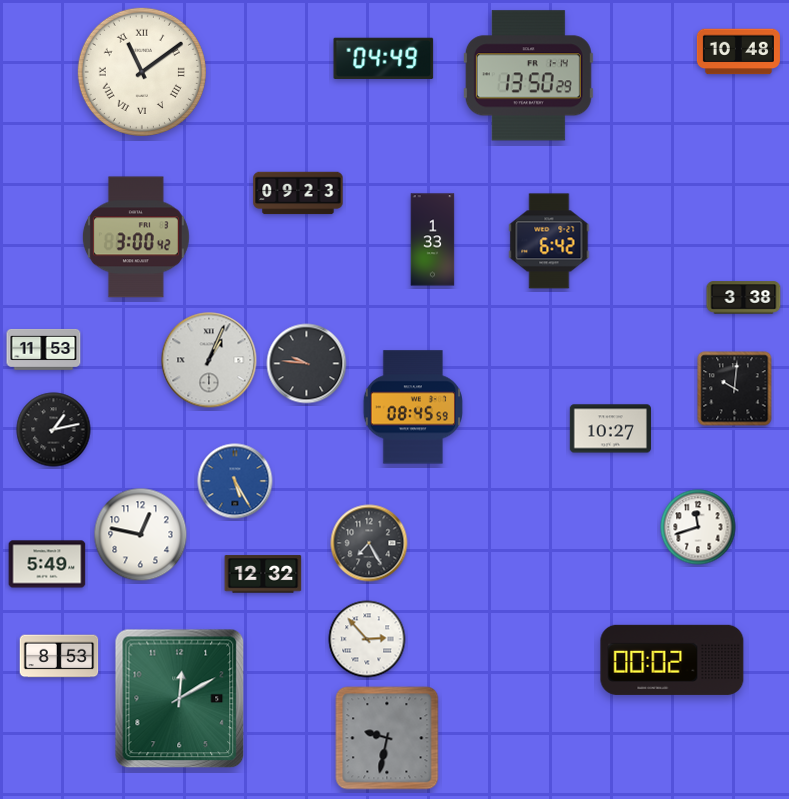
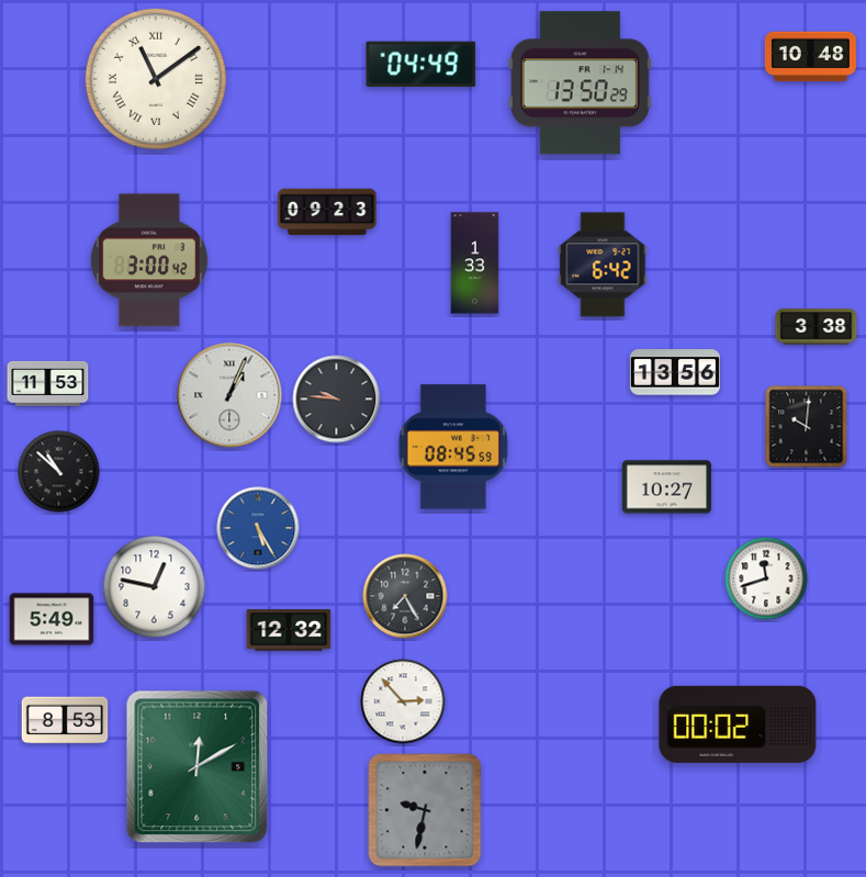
clock at (675, 372): none -> 13:56
clock at (610, 429) position: (610, 429) -> (666, 487)
clock at (54, 430): 1:13 -> 10:52
